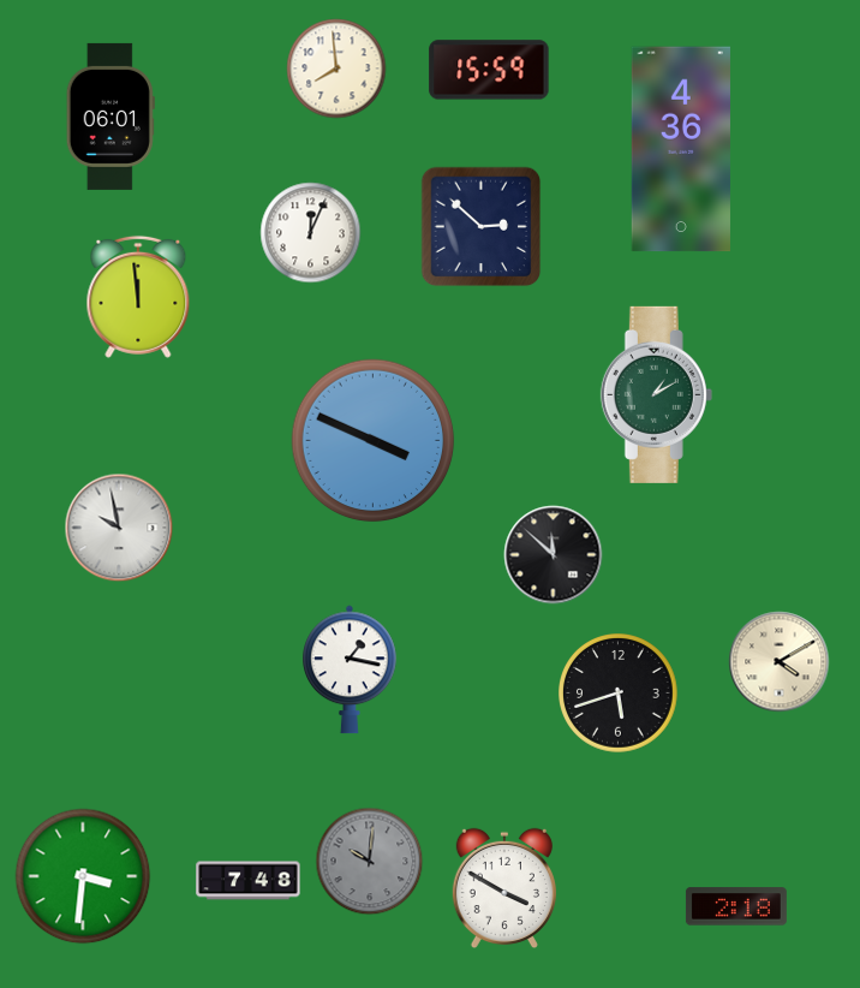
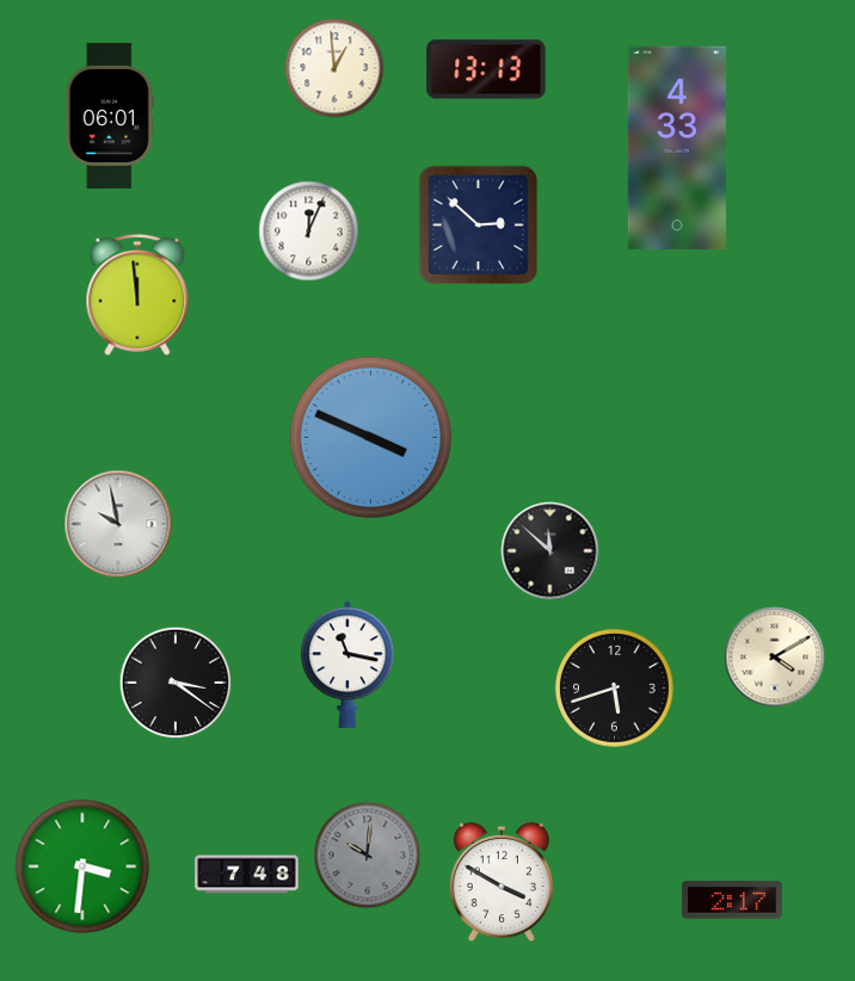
clock at (336, 69): 7:59 -> 12:59
clock at (489, 70): 15:59 -> 13:13
clock at (681, 149): 4:36 -> 4:33
clock at (656, 394): 1:10 -> none
clock at (350, 669): 1:17 -> 11:17
clock at (176, 683): none -> 3:21
clock at (83, 876) position: (83, 876) -> (82, 866)
clock at (736, 906): 2:18 -> 2:17
